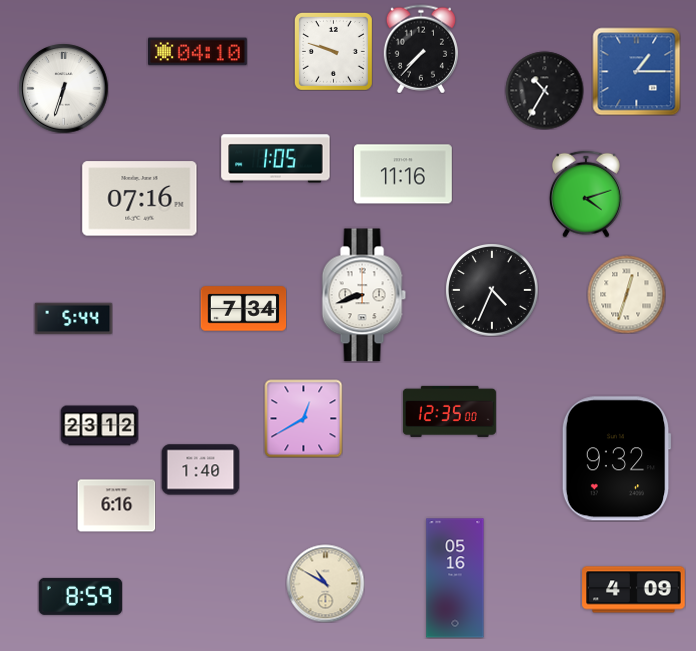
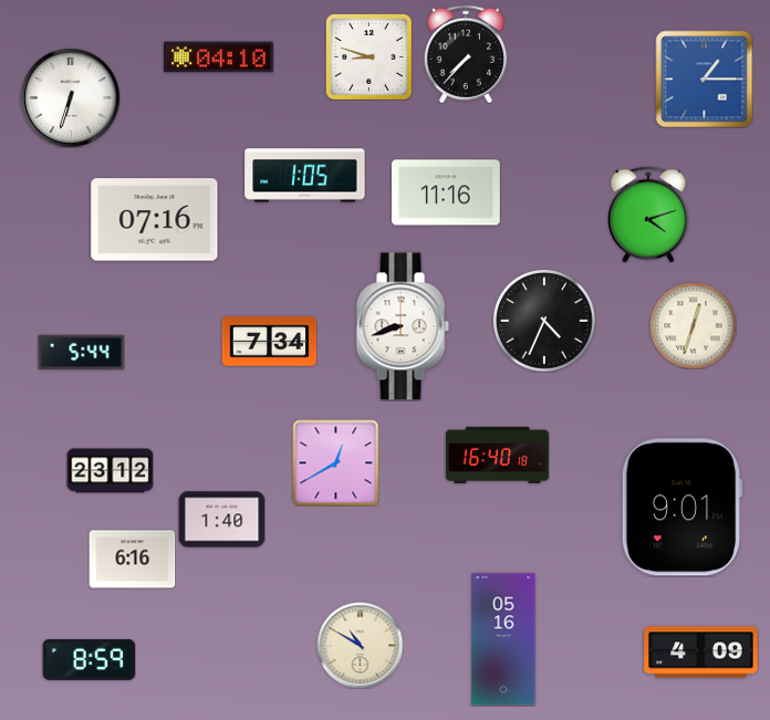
clock at (333, 51): 9:48 -> 8:48
clock at (544, 90): 10:35 -> none
clock at (449, 411): 12:35 -> 16:40
clock at (616, 459): 9:32 -> 9:01
clock at (116, 506) position: (116, 506) -> (132, 560)
